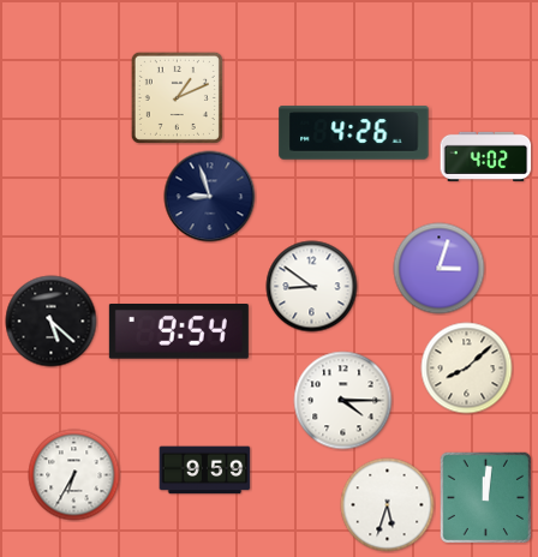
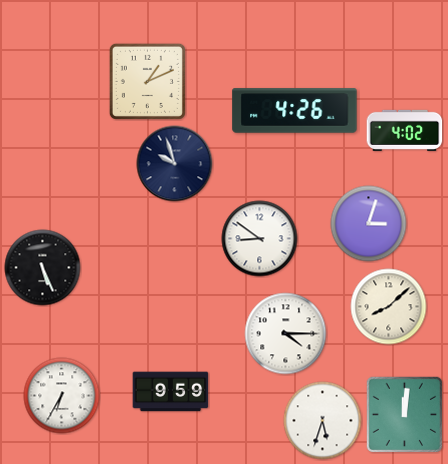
clock at (210, 197): 8:57 -> 9:57
clock at (440, 269) position: (440, 269) -> (369, 224)
clock at (52, 322): 5:22 -> 5:26
clock at (179, 333): 9:54 -> none
